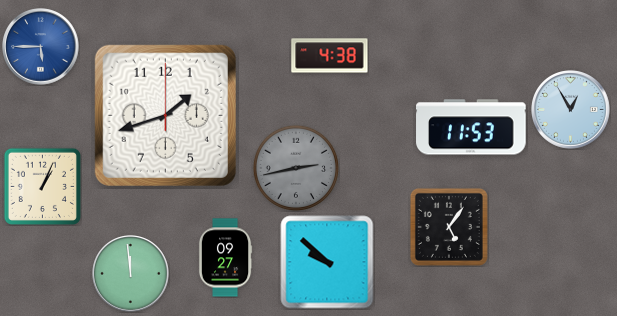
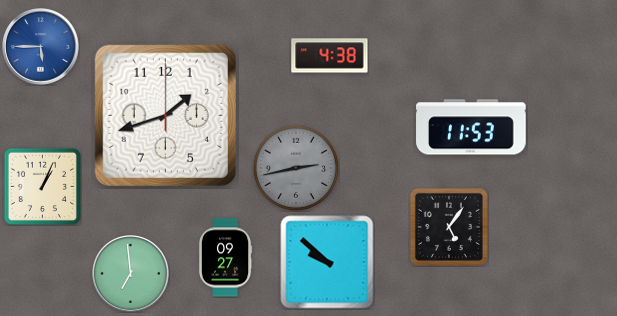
clock at (571, 110): 12:55 -> none
clock at (131, 274): 11:59 -> 6:59
